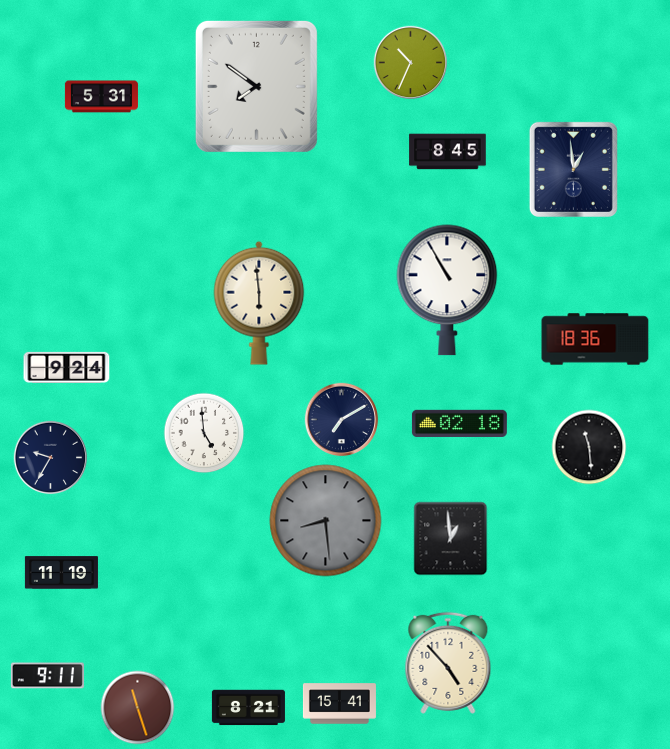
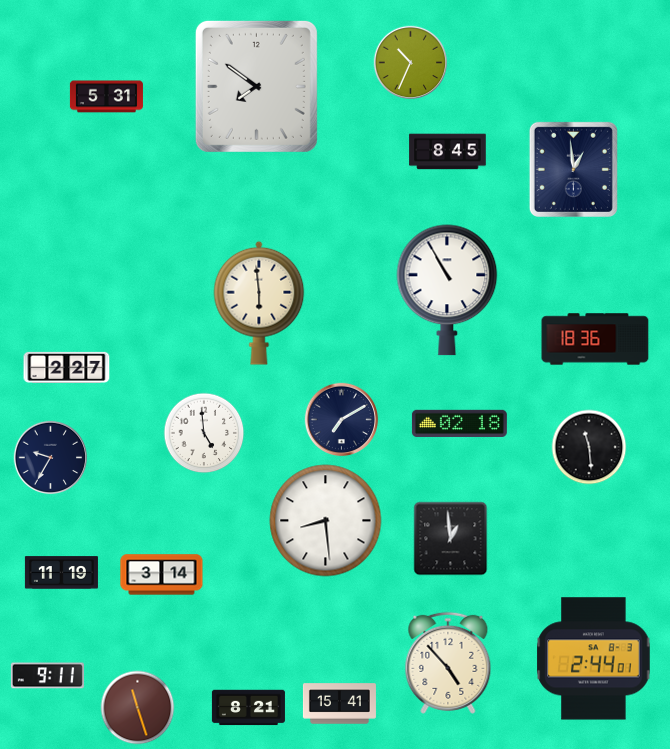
clock at (101, 97) position: (101, 97) -> (106, 97)
clock at (67, 367): 9:24 -> 2:27
clock at (326, 521) dial: grey -> white
clock at (162, 575): none -> 3:14
clock at (594, 659): none -> 2:44
